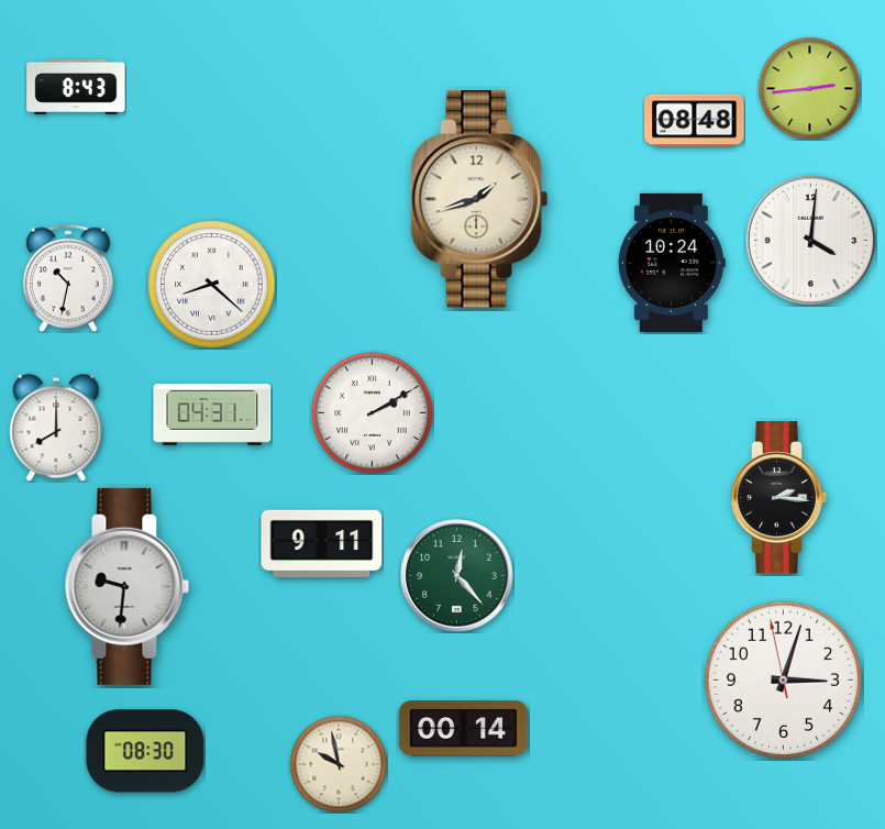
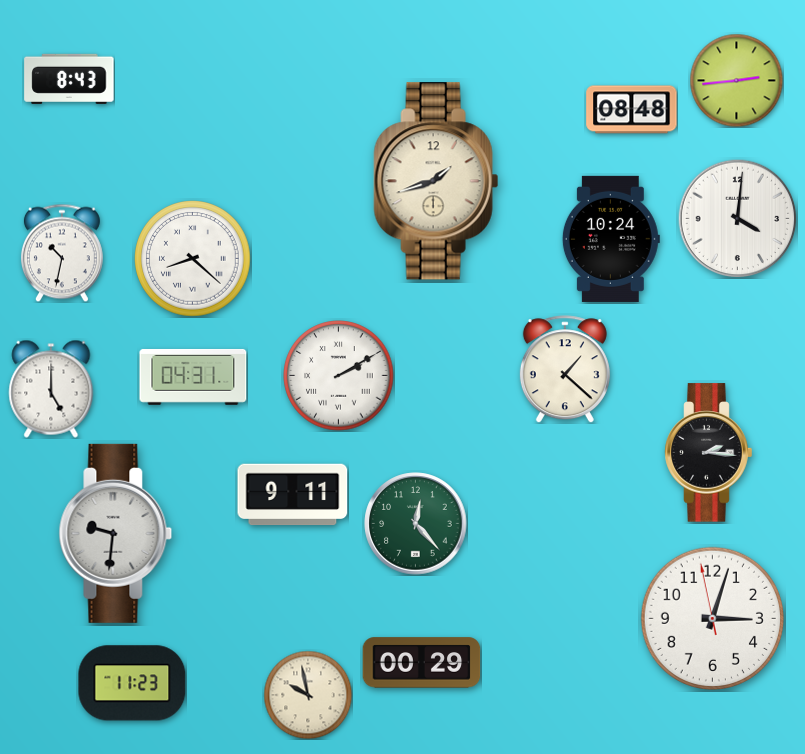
clock at (565, 369): none -> 1:22
clock at (56, 428): 8:00 -> 5:00
clock at (464, 729): 00:14 -> 00:29
clock at (145, 751): 08:30 -> 11:23
